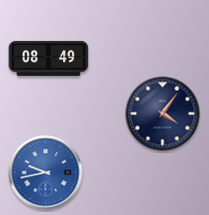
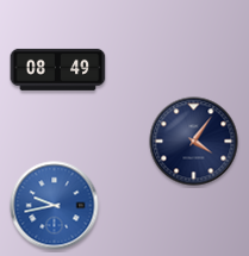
clock at (163, 114) position: (163, 114) -> (194, 142)
